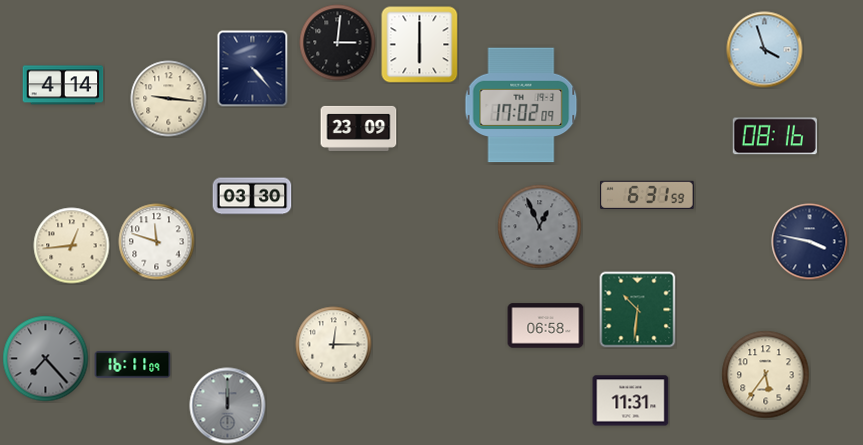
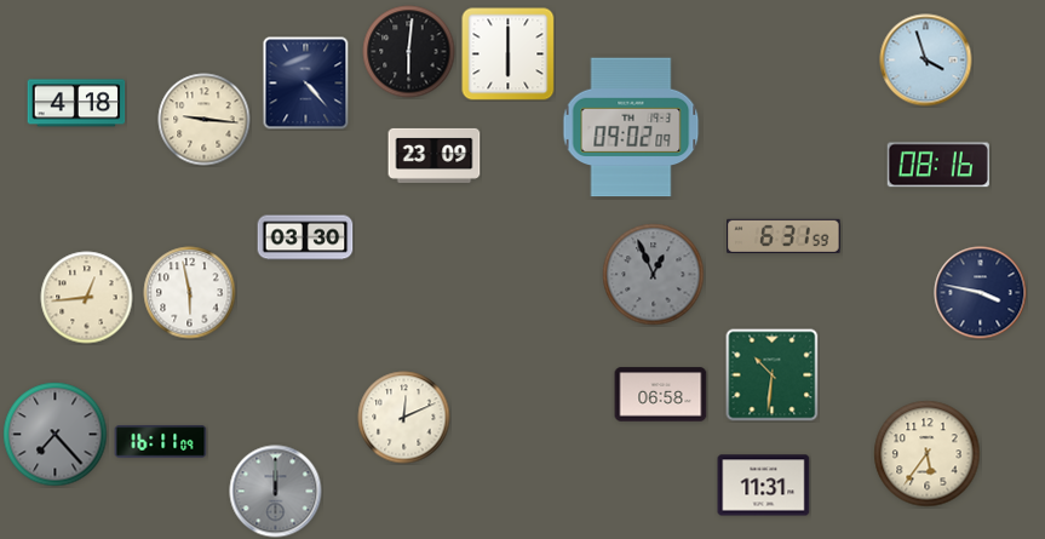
clock at (338, 43): 3:01 -> 6:01
clock at (63, 85): 4:14 -> 4:18
clock at (521, 105): 17:02 -> 09:02
clock at (157, 242): 11:48 -> 5:58
clock at (334, 345): 12:15 -> 12:11
